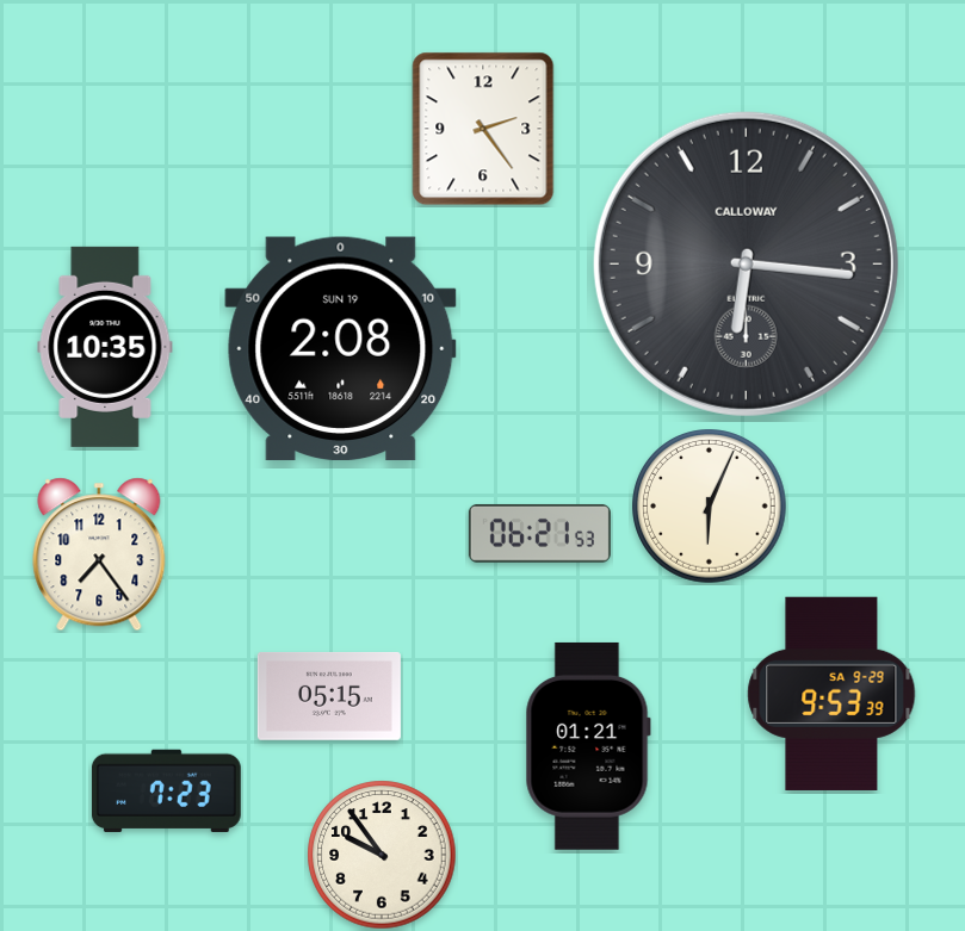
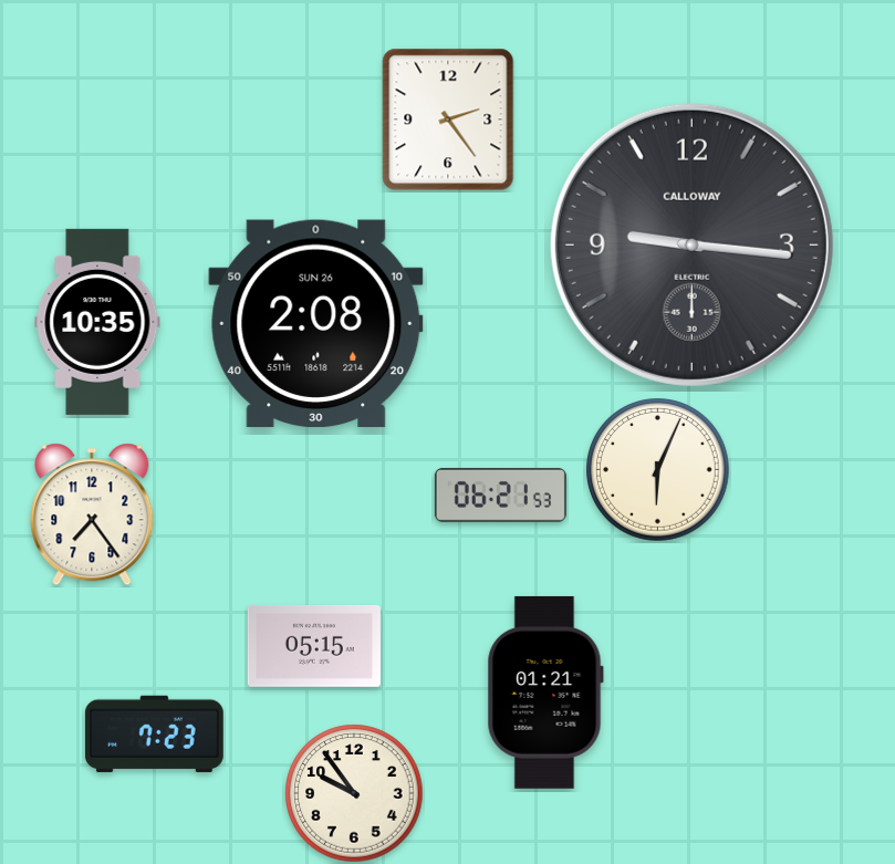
clock at (746, 263): 6:16 -> 9:16
clock at (341, 349) date: SUN 19 -> SUN 26
clock at (831, 694): 9:53 -> none
clock at (329, 696) position: (329, 696) -> (314, 646)
